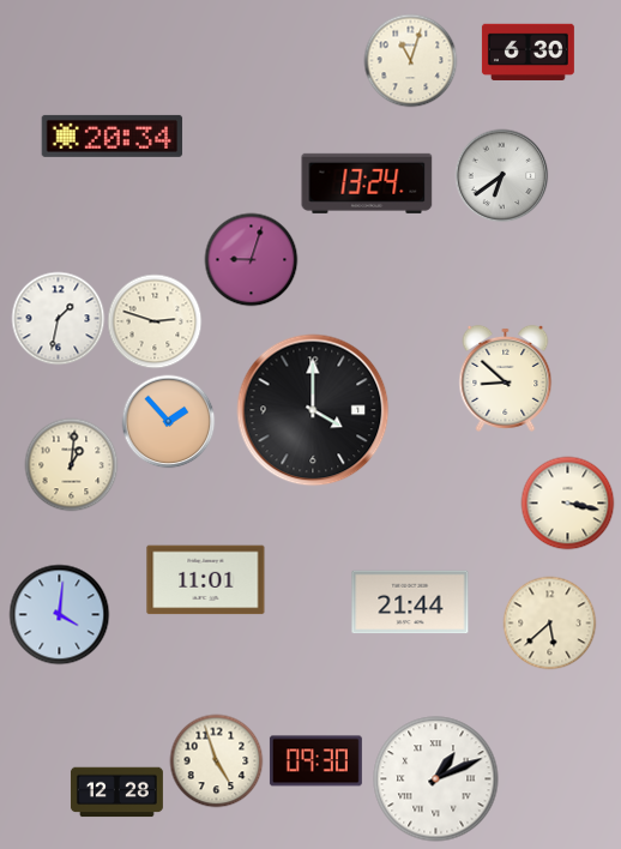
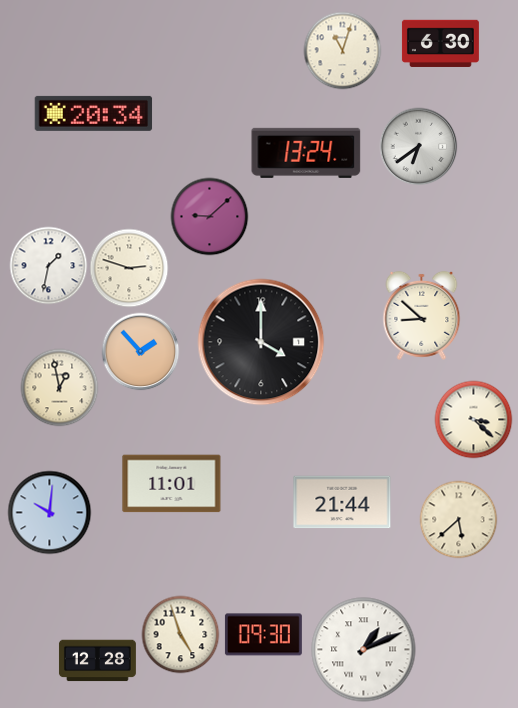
clock at (251, 259): 9:03 -> 9:08
clock at (71, 464): 1:01 -> 12:58
clock at (567, 502): 3:17 -> 3:22
clock at (59, 614): 4:01 -> 10:01
